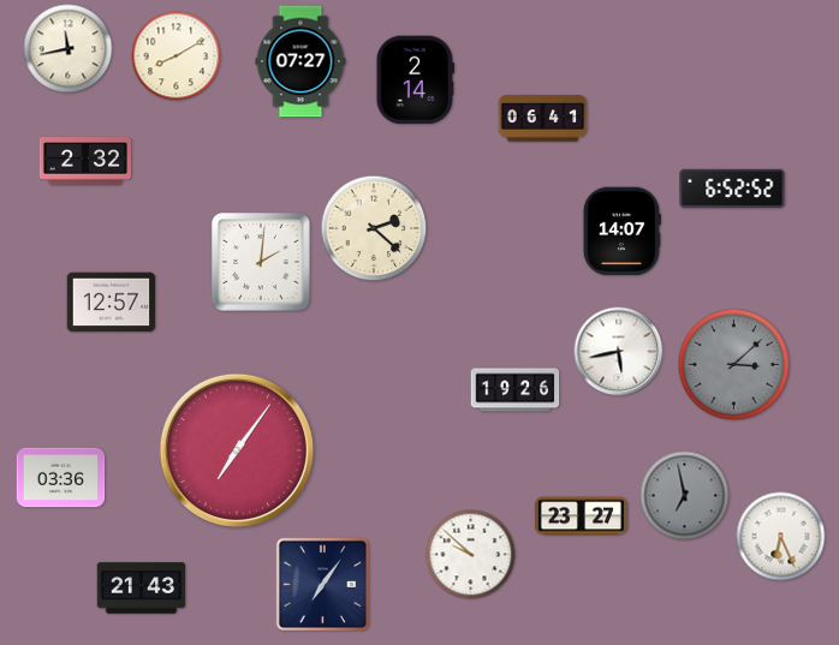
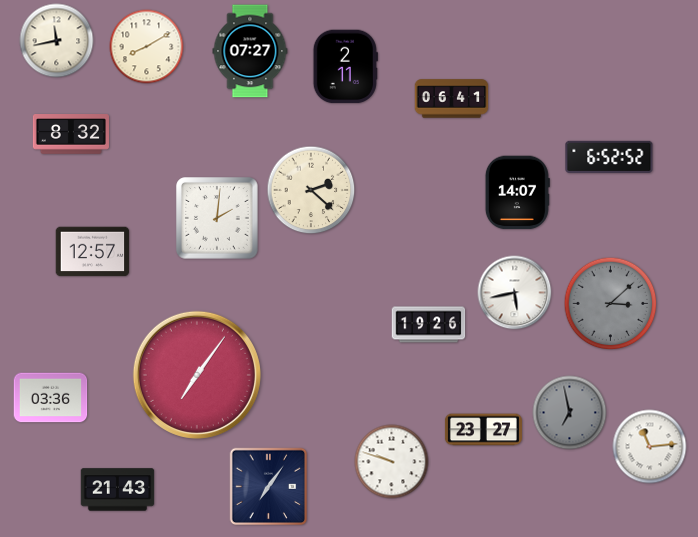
clock at (415, 80): 2:14 -> 2:11
clock at (85, 162): 2:32 -> 8:32
clock at (781, 537): 6:26 -> 11:14
clock at (471, 555): 9:52 -> 9:48
